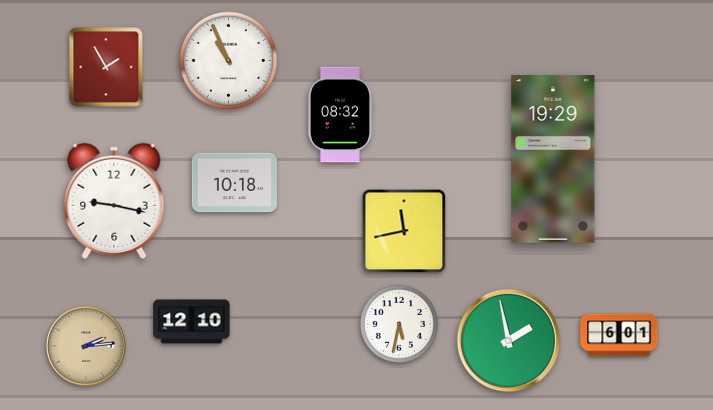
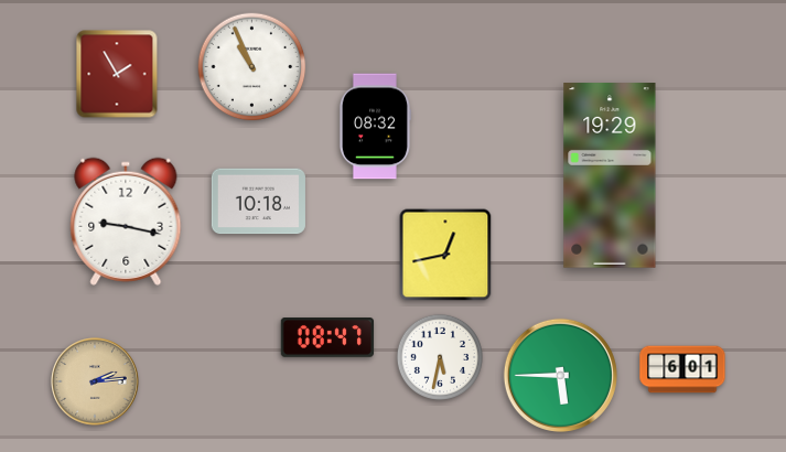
clock at (404, 231): 11:43 -> 12:43
clock at (327, 338): none -> 08:47
clock at (192, 322): 12:10 -> none
clock at (508, 340): 1:58 -> 5:45
